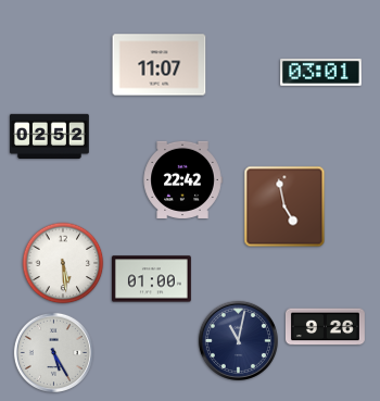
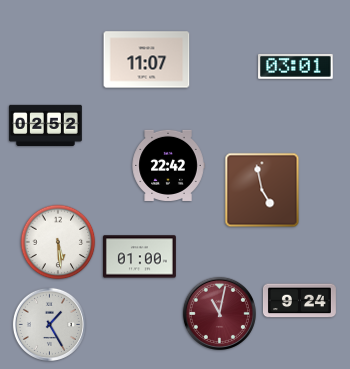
clock at (325, 327): 9:26 -> 9:24
clock at (238, 340) dial: navy -> burgundy
clock at (53, 352): 5:25 -> 1:25
